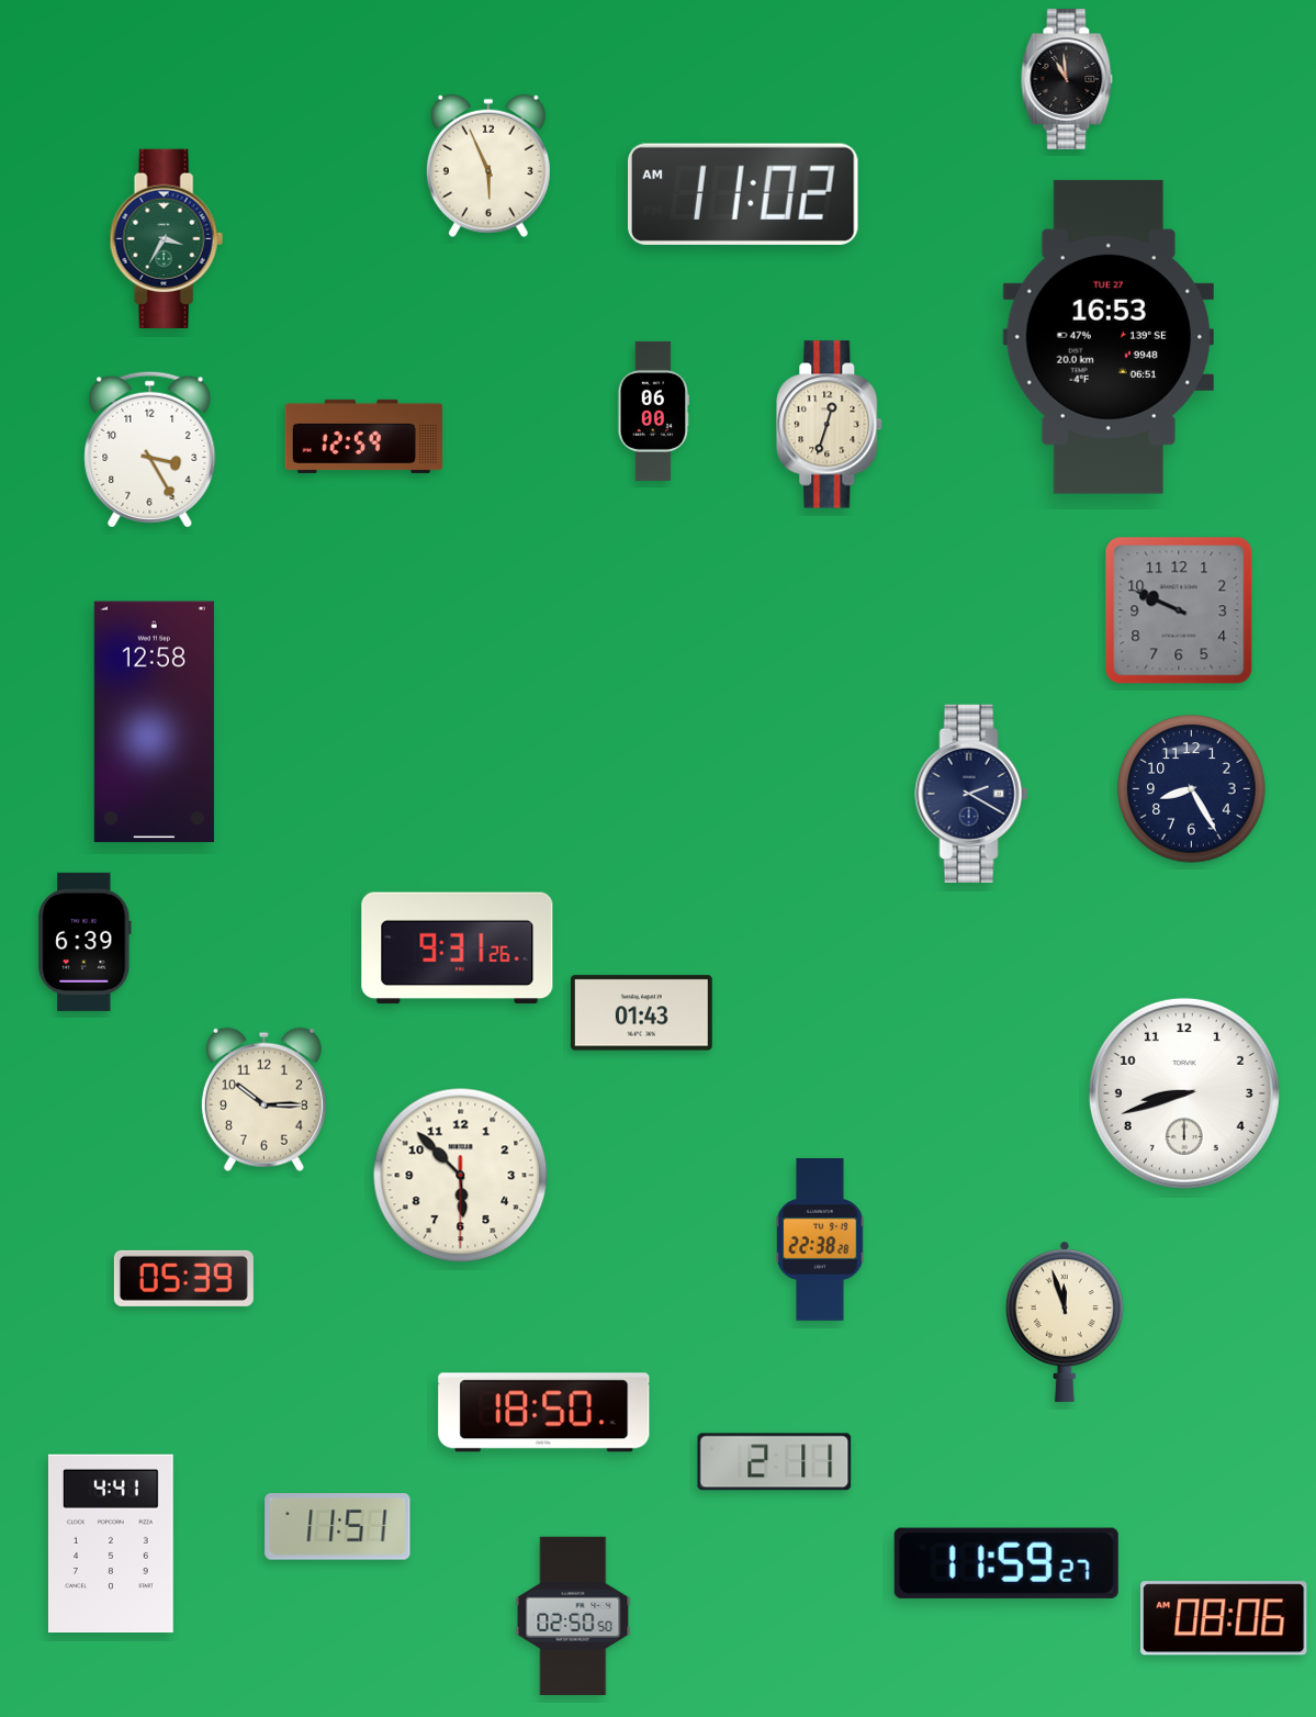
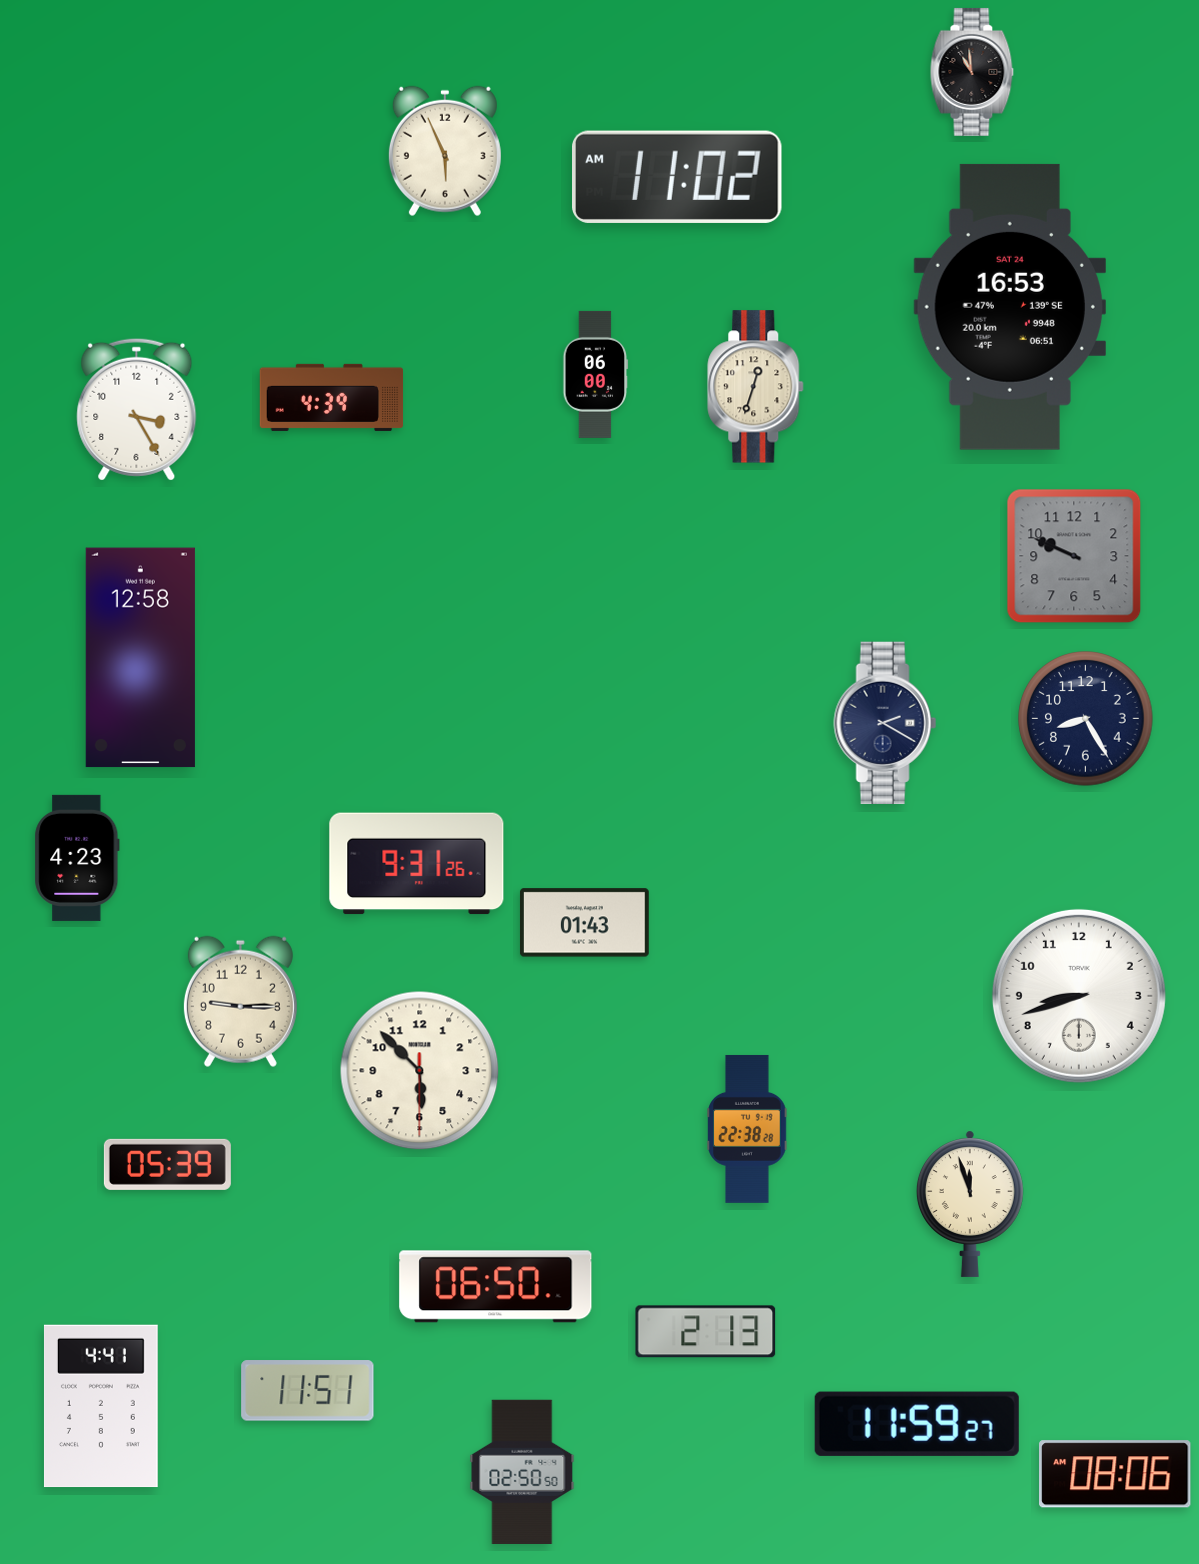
clock at (166, 238): 3:35 -> none
clock at (1109, 337) date: TUE 27 -> SAT 24
clock at (364, 436): 12:59 -> 4:39
clock at (85, 942): 6:39 -> 4:23
clock at (263, 1099): 10:15 -> 9:15
clock at (544, 1413): 18:50 -> 06:50
clock at (775, 1462): 2:11 -> 2:13
